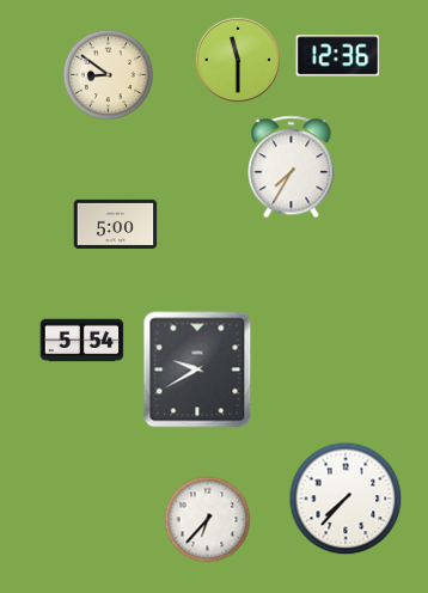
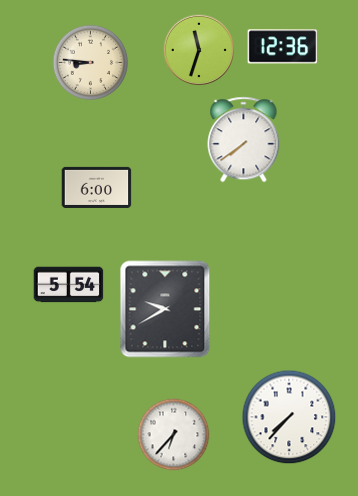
clock at (238, 60): 11:30 -> 11:33
clock at (109, 75): 8:51 -> 8:46
clock at (292, 167): 7:35 -> 7:39
clock at (116, 224): 5:00 -> 6:00
